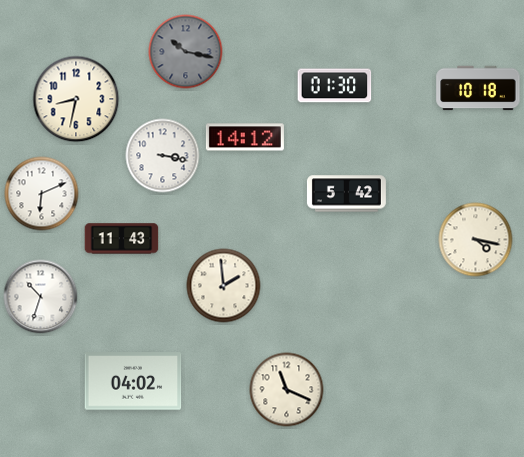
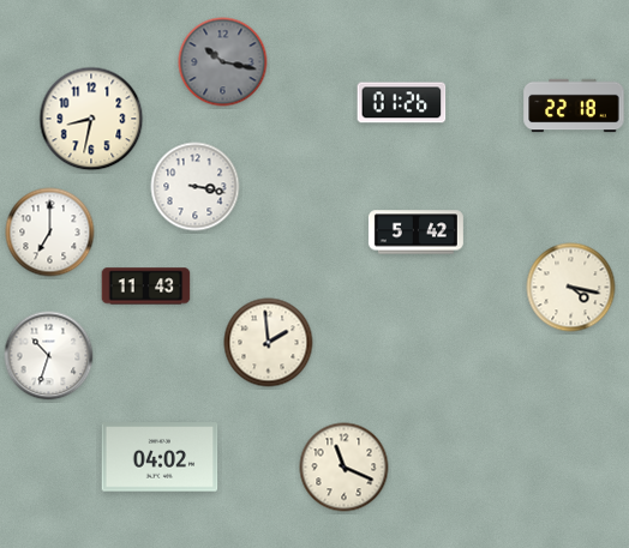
clock at (335, 86): 01:30 -> 01:26
clock at (478, 88): 10:18 -> 22:18
clock at (245, 137): 14:12 -> none
clock at (42, 194): 6:11 -> 7:00
